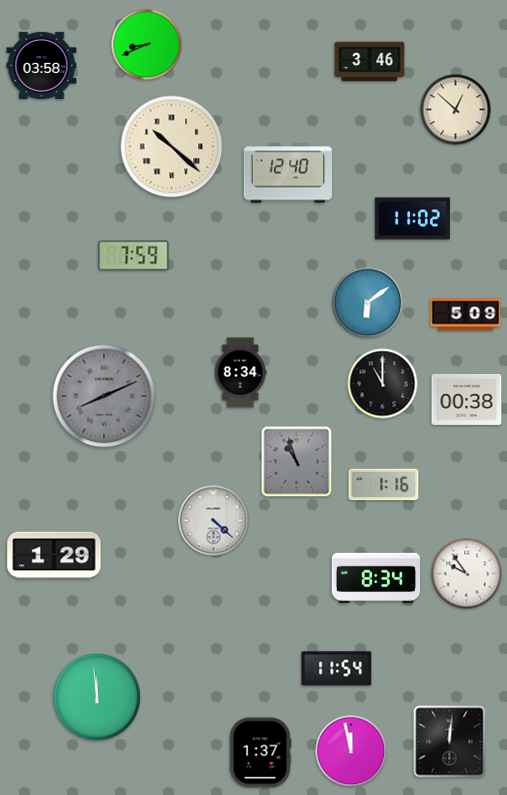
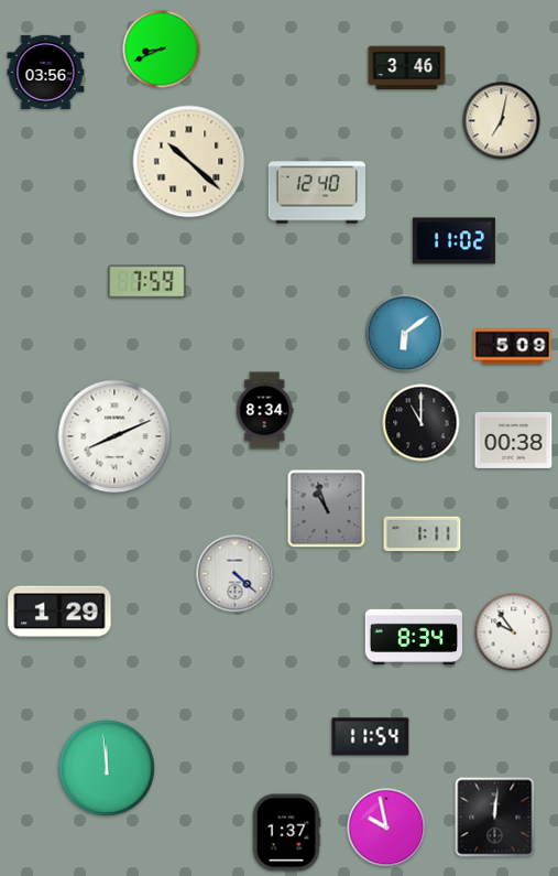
clock at (42, 65): 03:58 -> 03:56
clock at (456, 110): 12:52 -> 7:02
clock at (104, 396) dial: grey -> white
clock at (384, 485): 1:16 -> 1:11
clock at (351, 751): 11:58 -> 9:58
clock at (260, 753) position: (260, 753) -> (286, 833)
